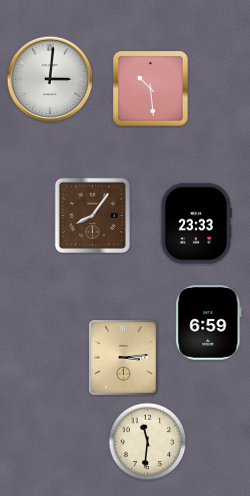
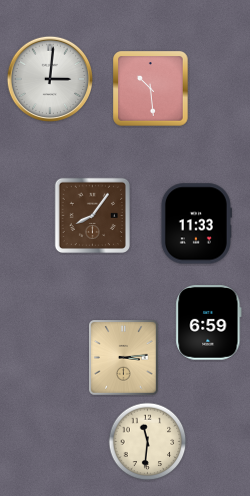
clock at (196, 224): 23:33 -> 11:33
